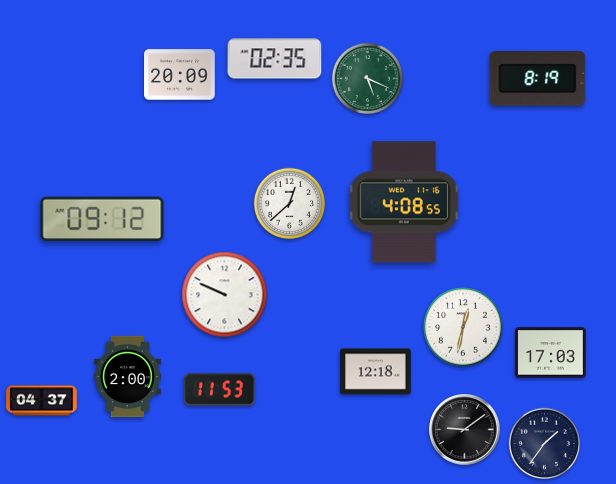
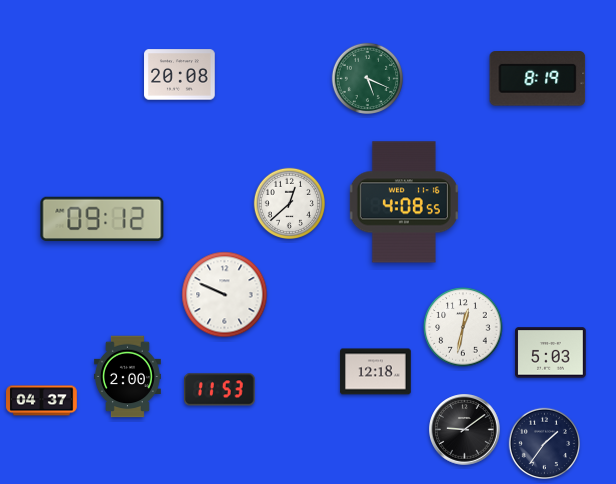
clock at (275, 59): 02:35 -> none
clock at (180, 75): 20:09 -> 20:08
clock at (551, 353): 17:03 -> 5:03
